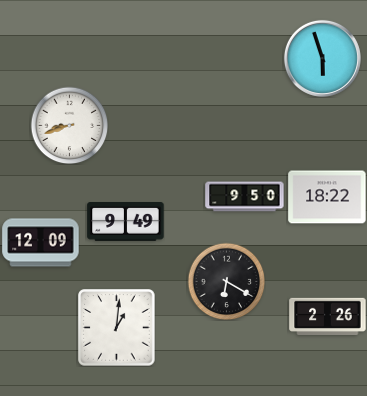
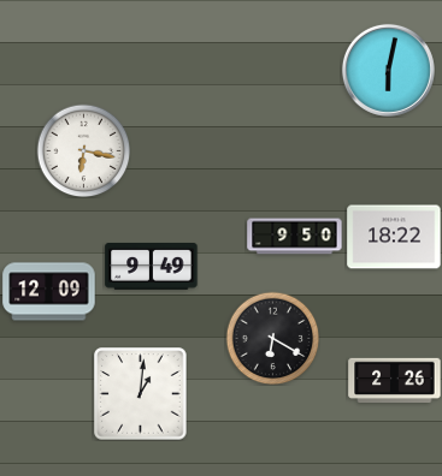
clock at (322, 58): 5:57 -> 6:02
clock at (69, 125): 8:42 -> 6:17
